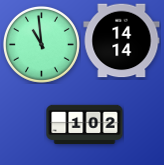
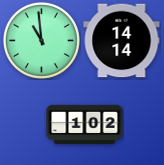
clock at (41, 44) position: (41, 44) -> (41, 40)
